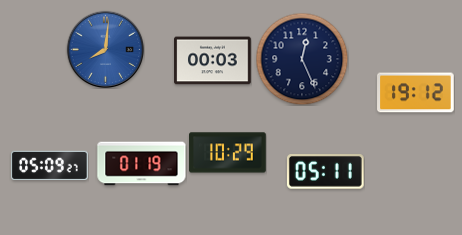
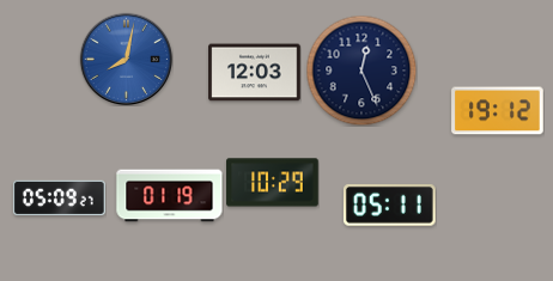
clock at (105, 49): 8:01 -> 8:02
clock at (213, 61): 00:03 -> 12:03
